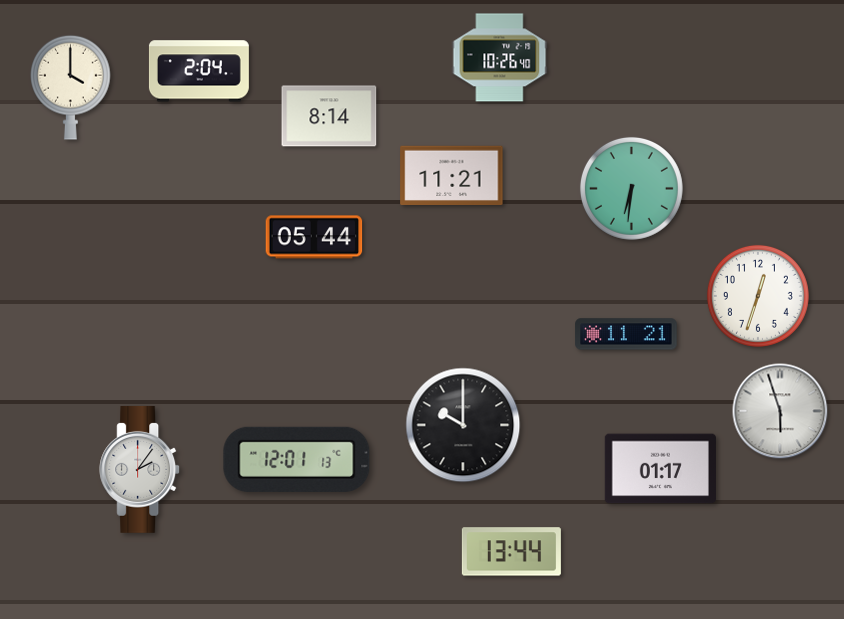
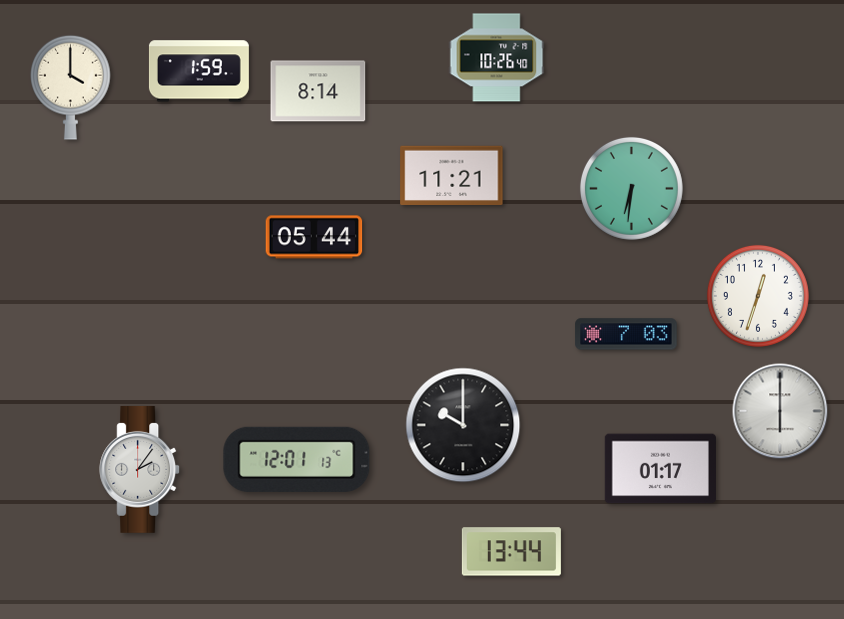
clock at (500, 58) position: (500, 58) -> (497, 58)
clock at (199, 71): 2:04 -> 1:59
clock at (329, 116) position: (329, 116) -> (318, 91)
clock at (626, 334): 11:21 -> 7:03
clock at (780, 411): 5:57 -> 6:00
